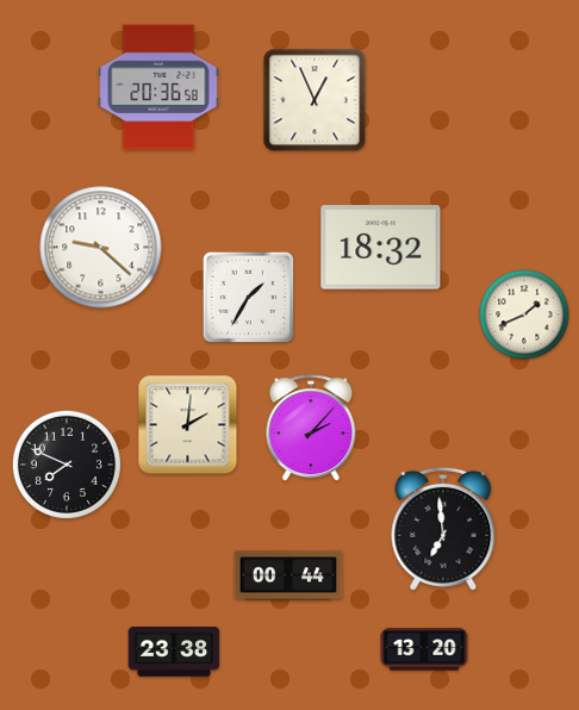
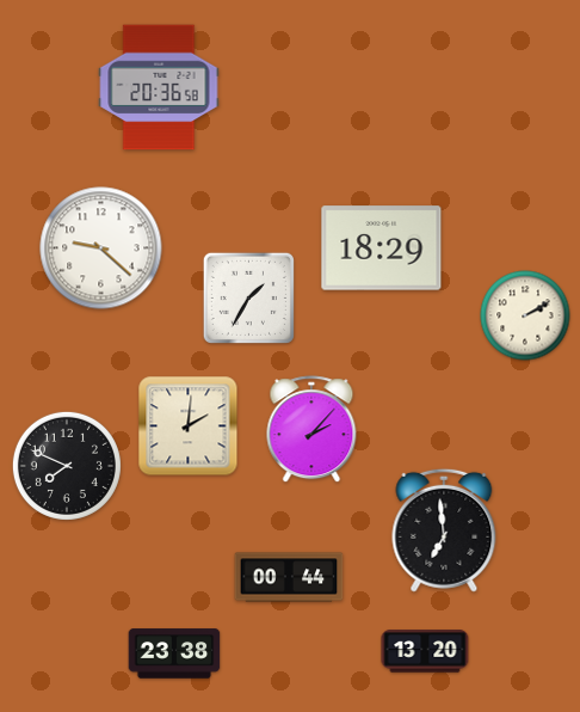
clock at (315, 100): 12:56 -> none
clock at (381, 248): 18:32 -> 18:29
clock at (524, 314): 1:41 -> 2:10
